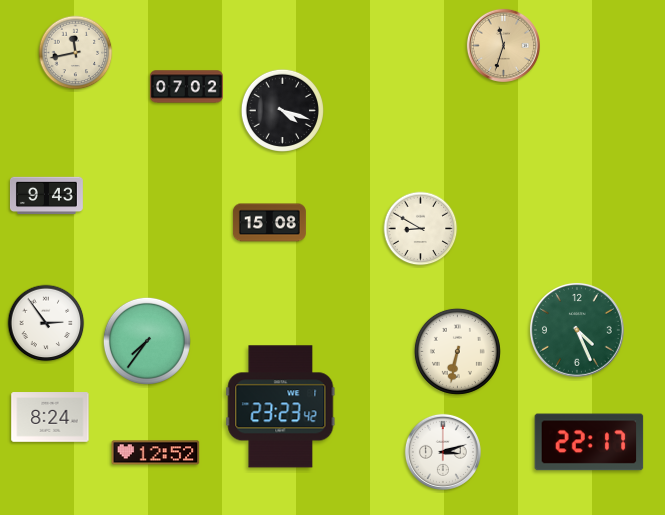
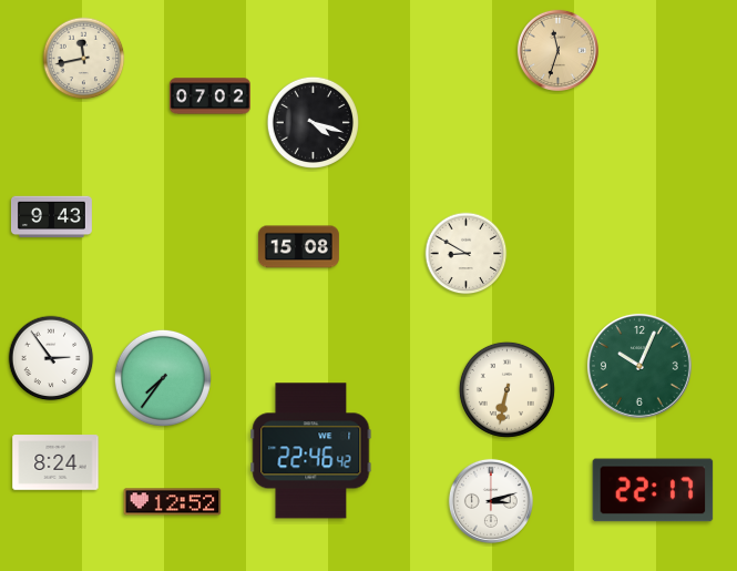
clock at (186, 87) position: (186, 87) -> (209, 96)
clock at (577, 330): 4:26 -> 10:04
clock at (281, 407): 23:23 -> 22:46
